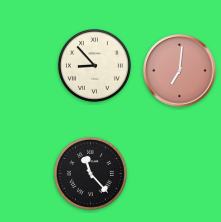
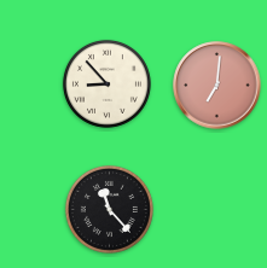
clock at (94, 65) position: (94, 65) -> (106, 83)
